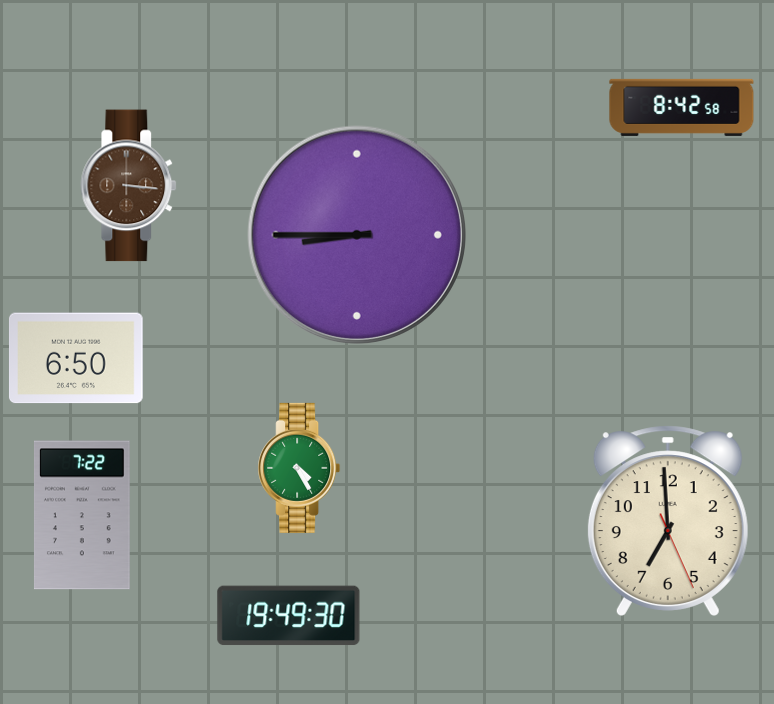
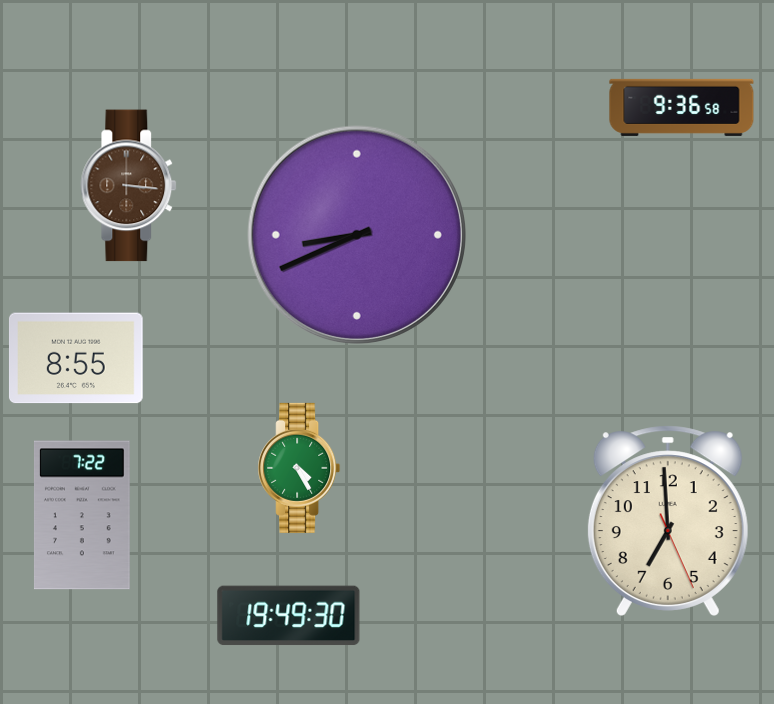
clock at (682, 107): 8:42 -> 9:36
clock at (357, 235): 8:45 -> 8:41
clock at (76, 358): 6:50 -> 8:55
